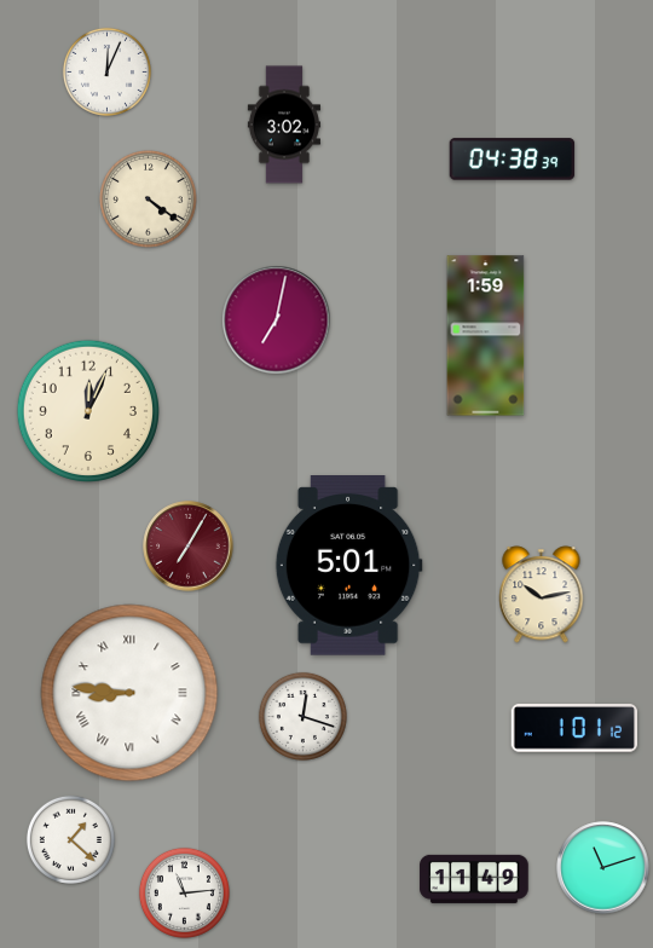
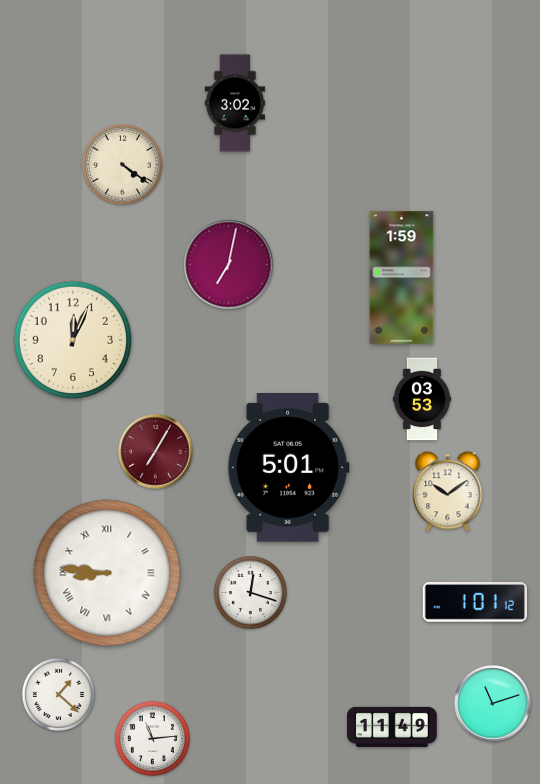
clock at (106, 71): 12:04 -> none
clock at (513, 160): 04:38 -> none
clock at (422, 399): none -> 03:53
clock at (542, 595): 10:13 -> 10:09
clock at (603, 868) position: (603, 868) -> (493, 704)
